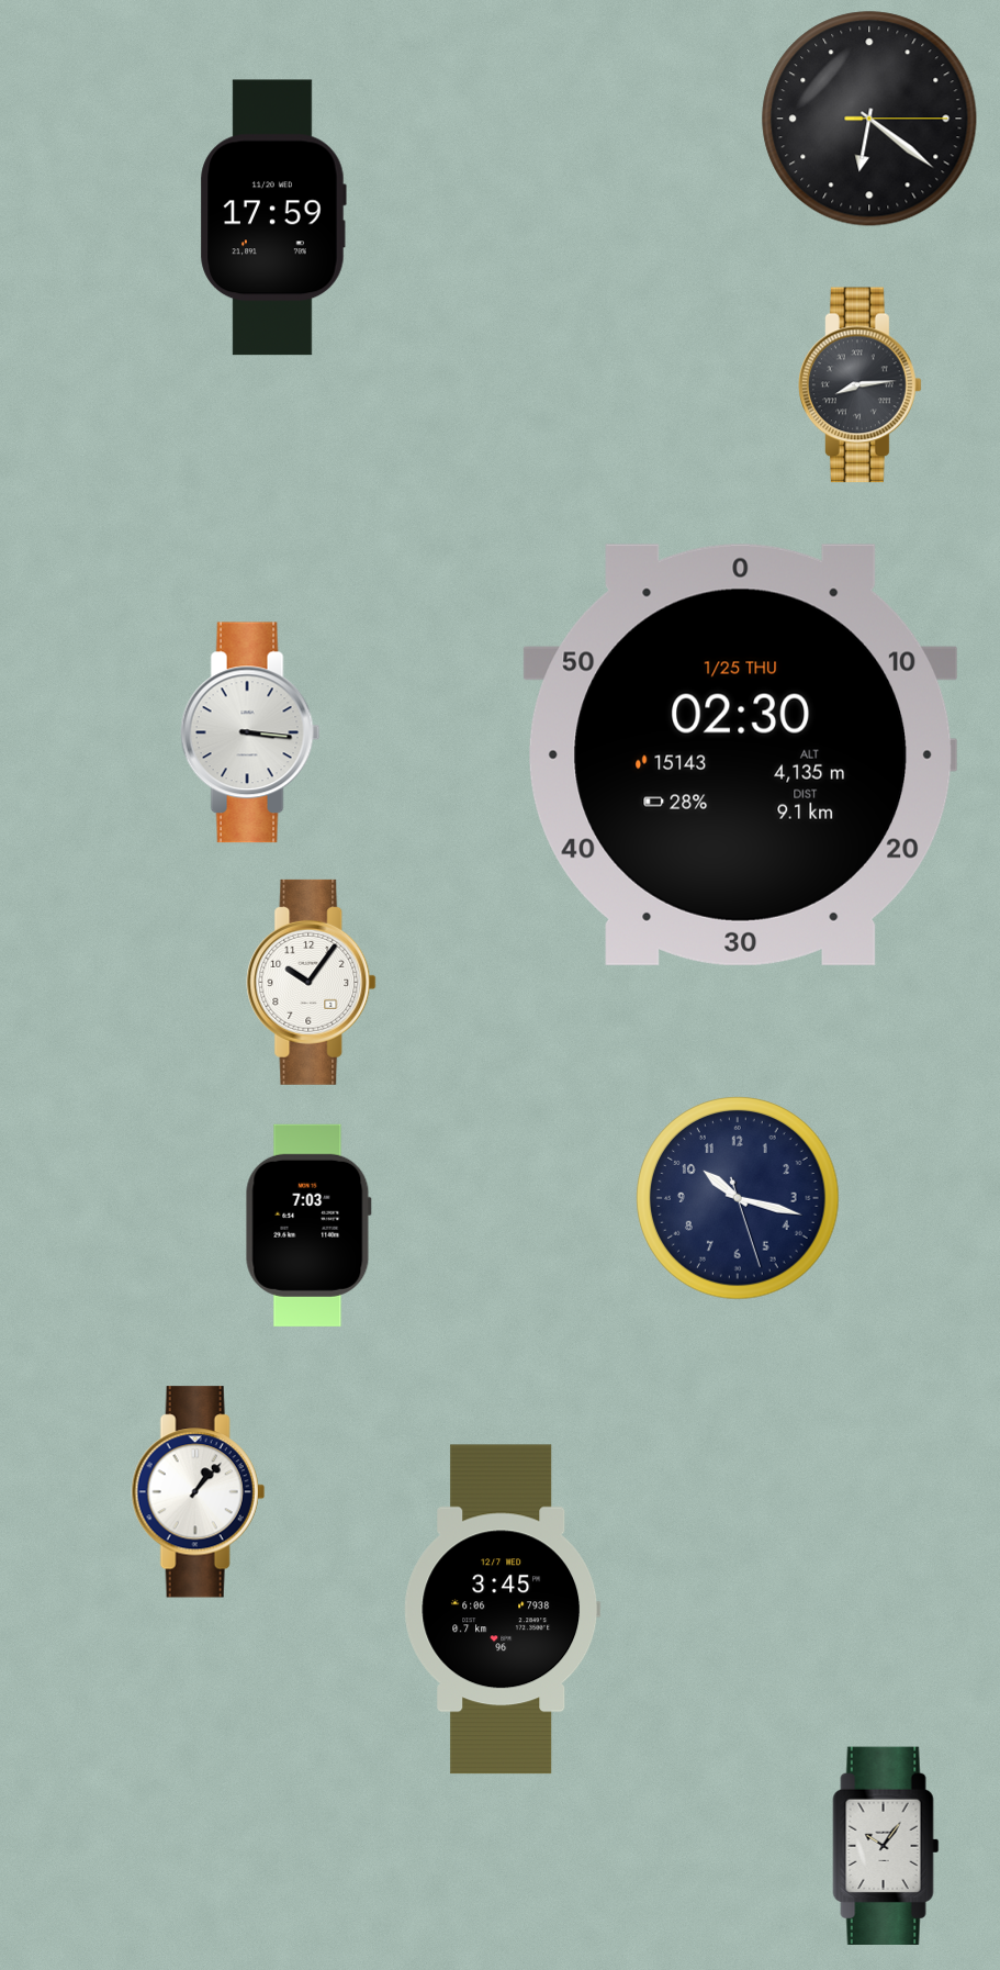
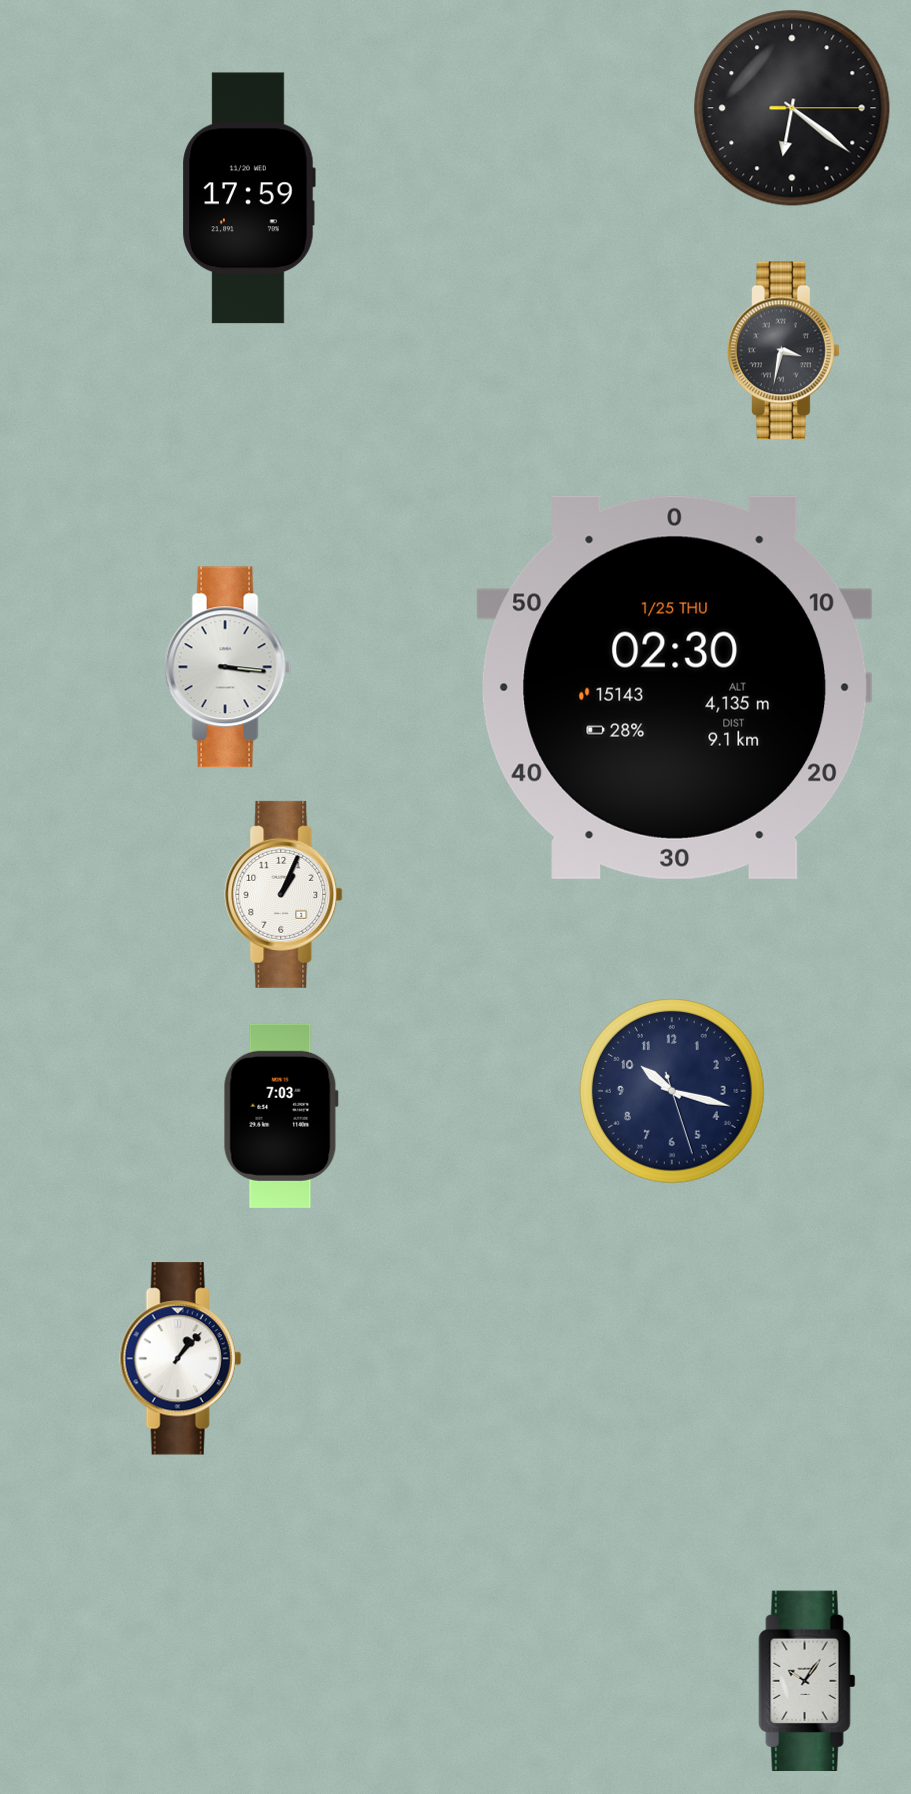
clock at (861, 385): 8:14 -> 3:32
clock at (312, 982): 10:06 -> 1:04
clock at (503, 1610): 3:45 -> none
